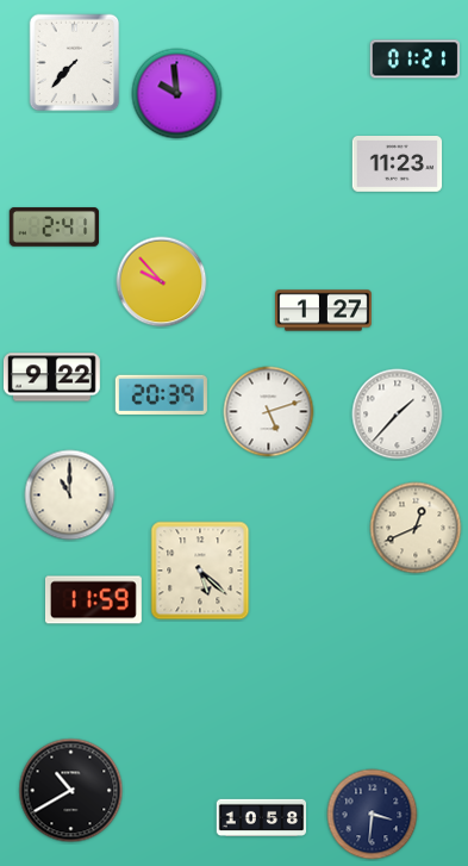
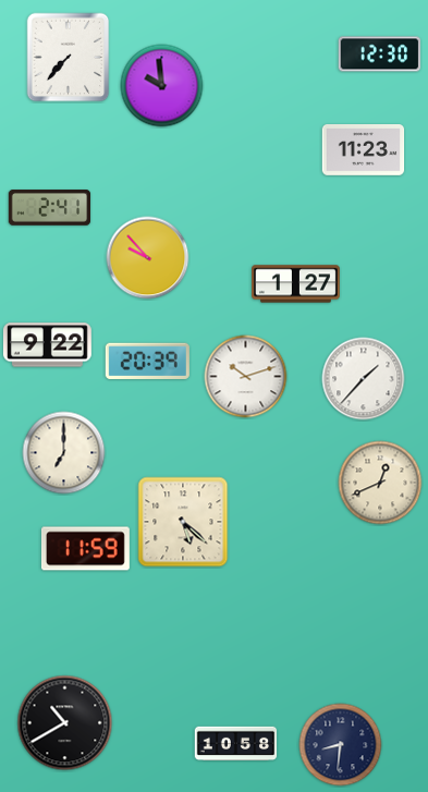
clock at (416, 60): 01:21 -> 12:30
clock at (269, 412): 5:12 -> 10:12
clock at (70, 496): 11:00 -> 7:00
clock at (373, 815): 3:31 -> 8:31
clock at (262, 817) position: (262, 817) -> (236, 743)
